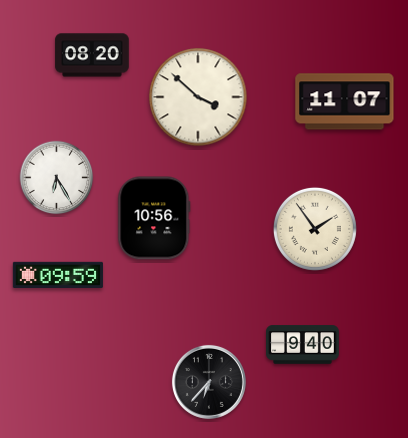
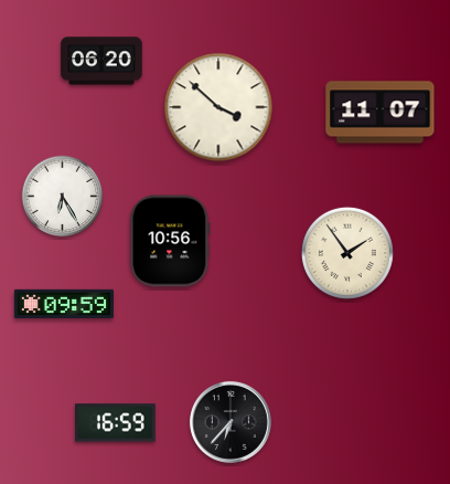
clock at (92, 55): 08:20 -> 06:20
clock at (303, 345): 9:40 -> none
clock at (115, 423): none -> 16:59
